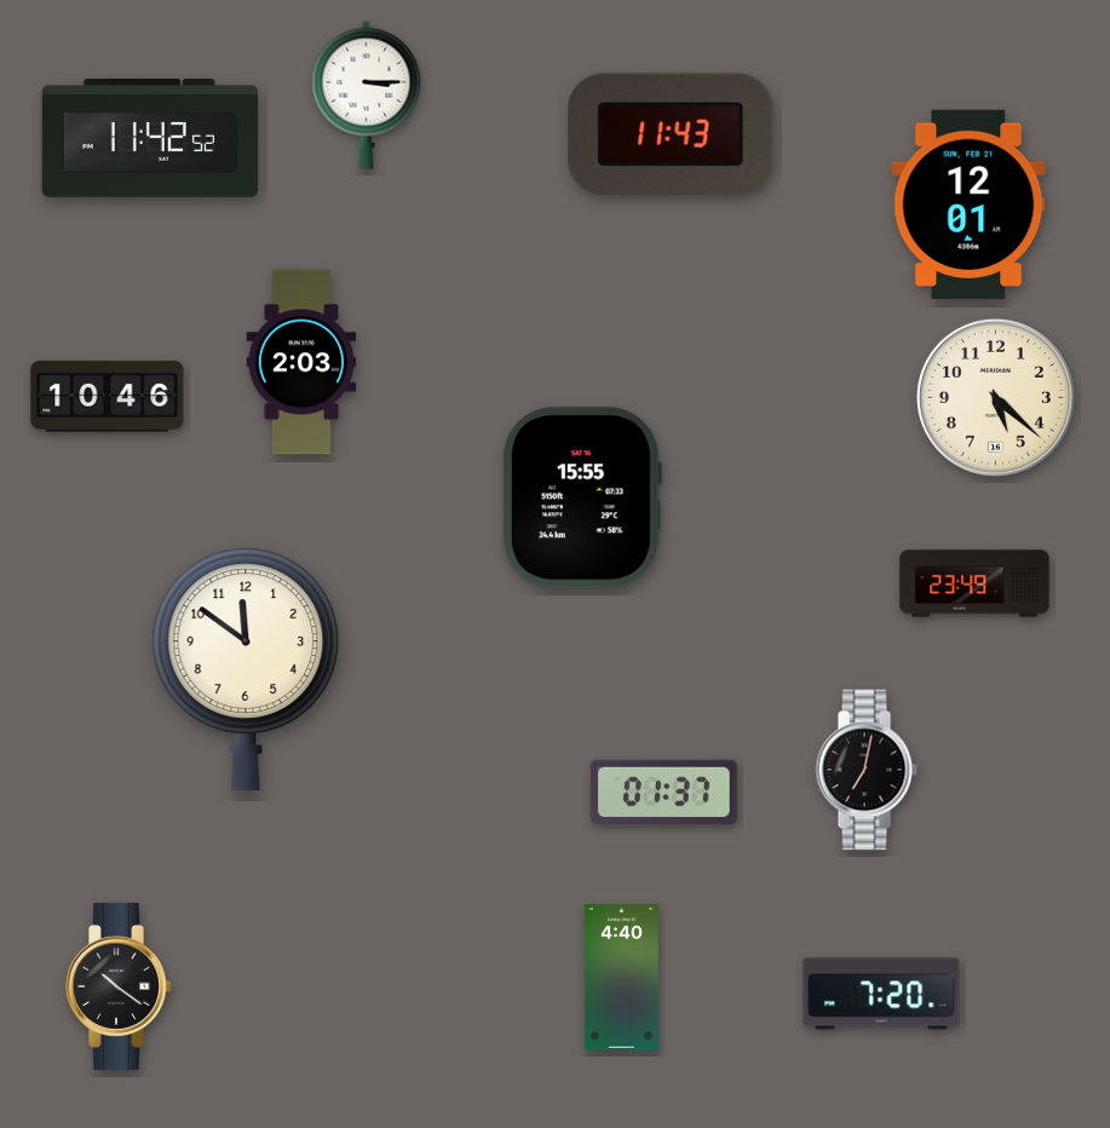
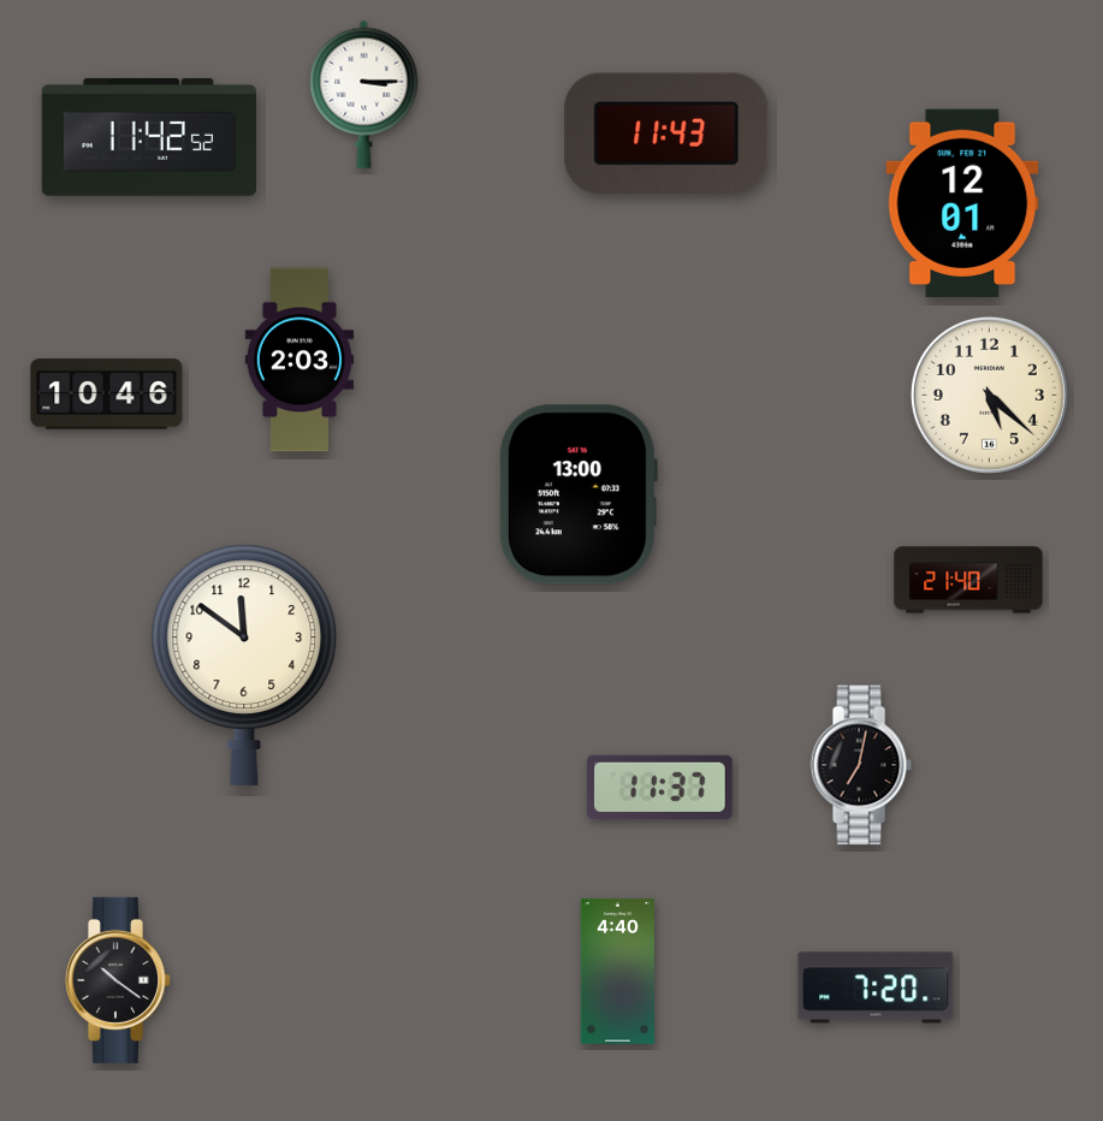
clock at (581, 497): 15:55 -> 13:00
clock at (974, 583): 23:49 -> 21:40
clock at (665, 792): 01:37 -> 11:37
